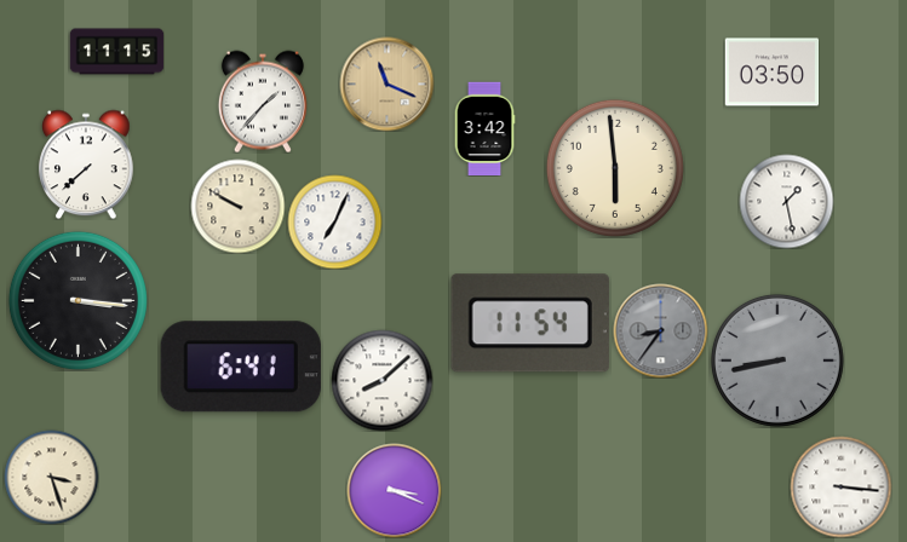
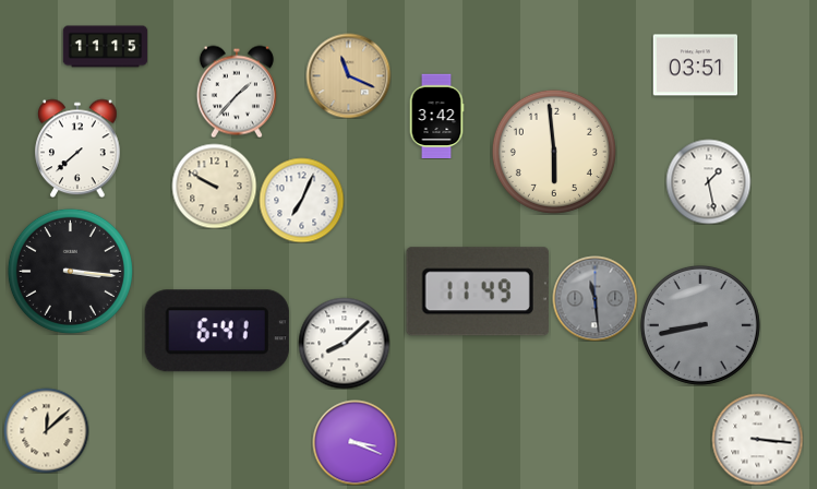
clock at (771, 73): 03:50 -> 03:51
clock at (530, 323): 11:54 -> 11:49
clock at (660, 330): 8:36 -> 11:29
clock at (51, 477): 3:27 -> 12:08
